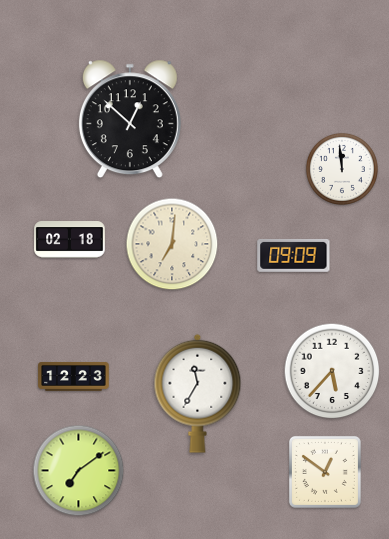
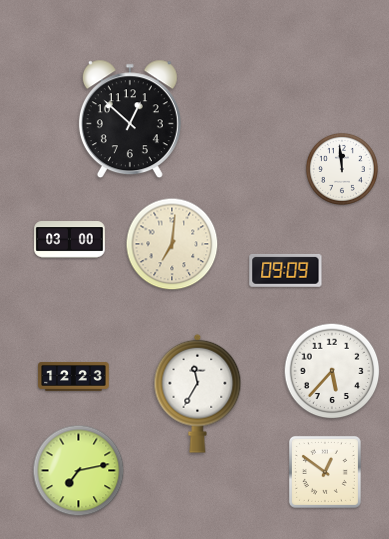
clock at (70, 240): 02:18 -> 03:00
clock at (294, 255) position: (294, 255) -> (286, 270)
clock at (79, 471): 7:09 -> 7:13
